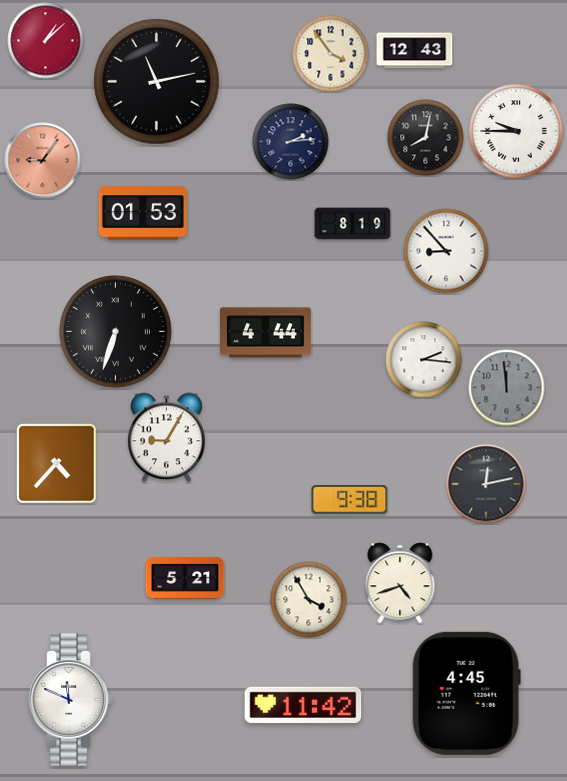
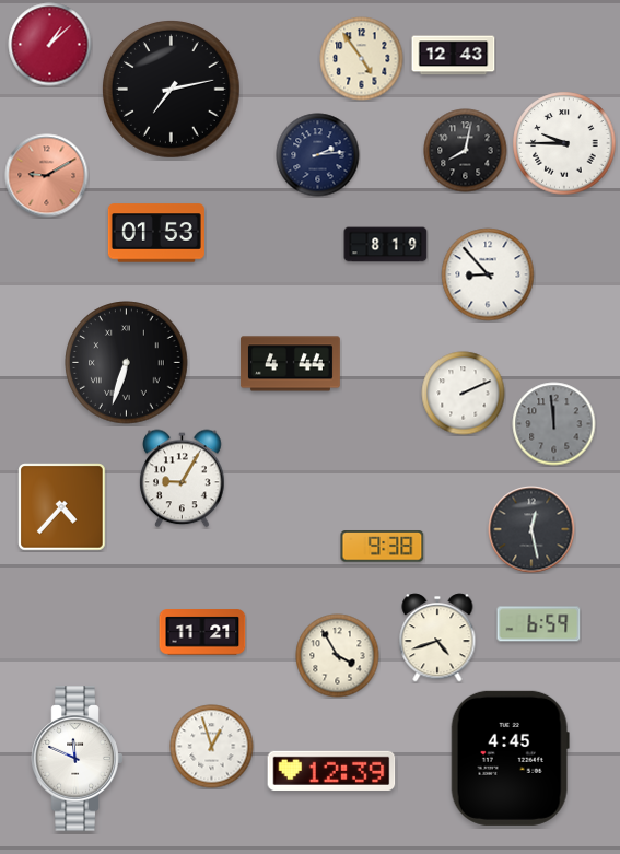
clock at (331, 54): 3:54 -> 4:54
clock at (157, 82): 11:13 -> 7:13
clock at (43, 161): 9:06 -> 9:10
clock at (424, 360): 2:16 -> 2:11
clock at (486, 484): 12:13 -> 12:28
clock at (539, 624): none -> 6:59
clock at (185, 578): 5:21 -> 11:21
clock at (212, 747): none -> 12:57
clock at (71, 700) position: (71, 700) -> (78, 759)
clock at (303, 705): 11:42 -> 12:39
